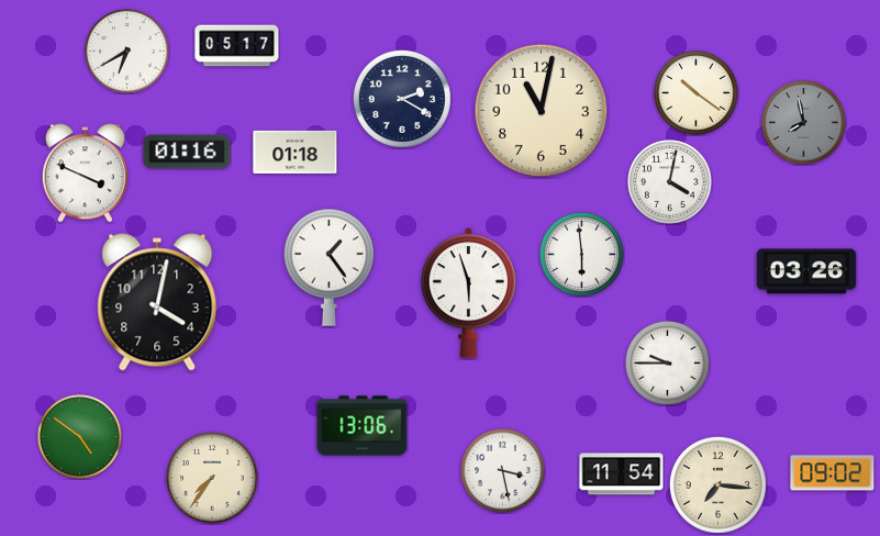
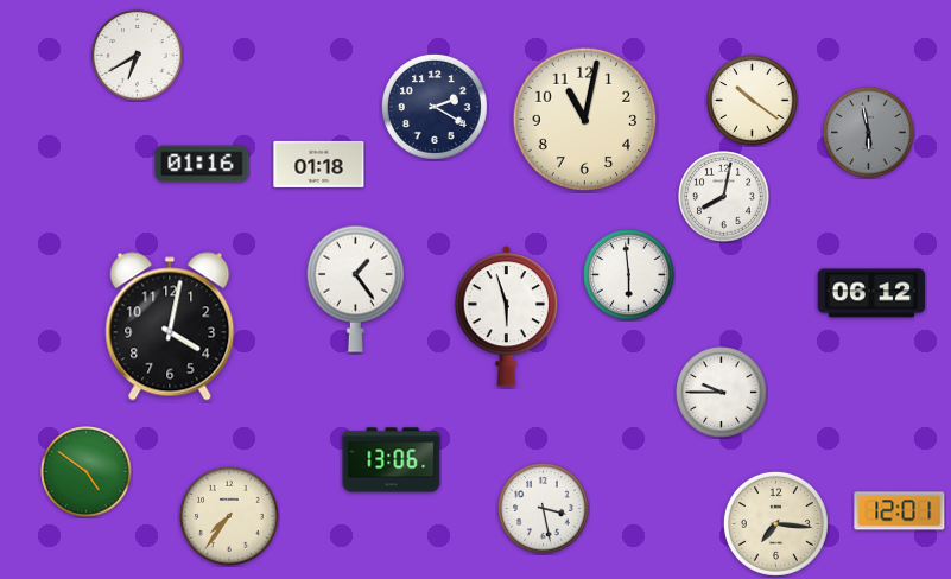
clock at (237, 46): 05:17 -> none
clock at (804, 123): 7:58 -> 5:58
clock at (85, 174): 3:49 -> none
clock at (670, 182): 4:02 -> 8:02
clock at (806, 271): 03:26 -> 06:12
clock at (833, 473): 09:02 -> 12:01
clock at (622, 474): 11:54 -> none
